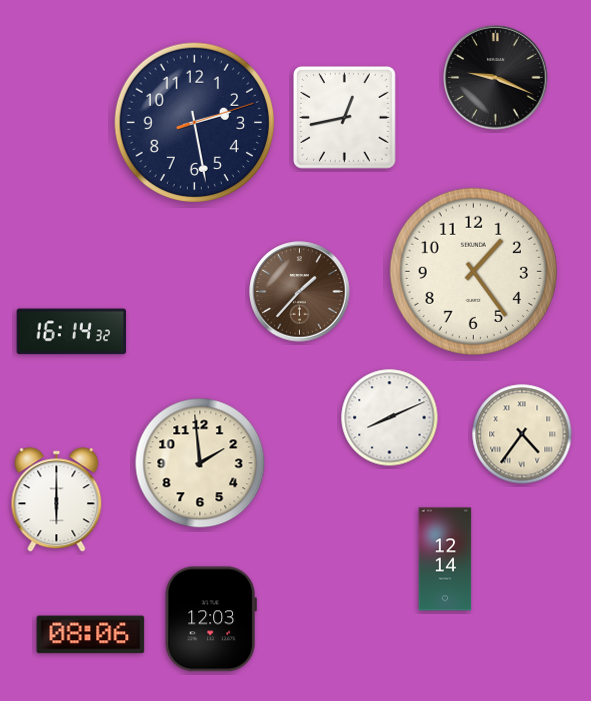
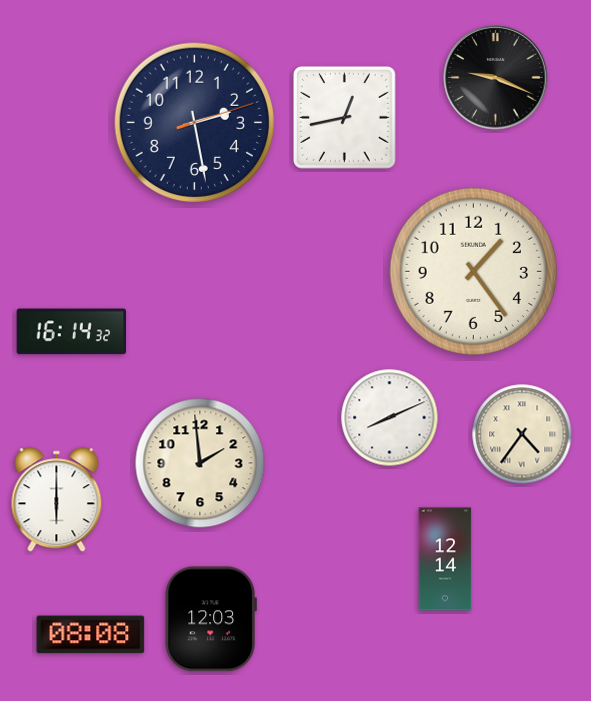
clock at (300, 292): 1:37 -> none
clock at (91, 635): 08:06 -> 08:08
